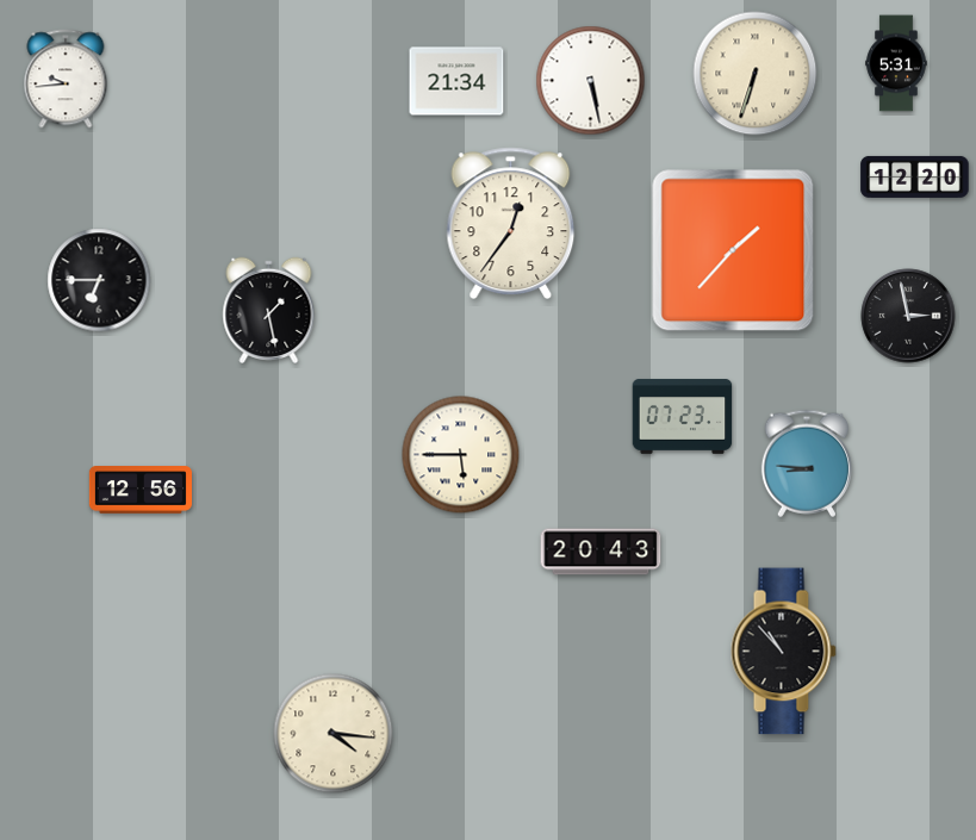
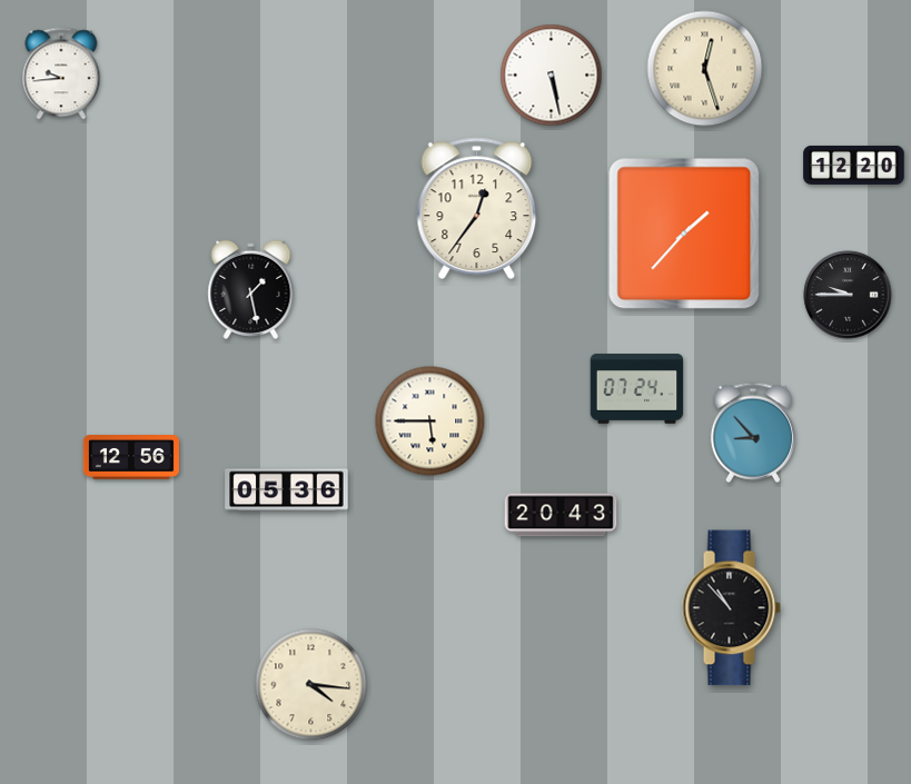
clock at (896, 63): 5:31 -> none
clock at (756, 74): 6:33 -> 12:27
clock at (456, 81): 21:34 -> none
clock at (99, 280): 6:45 -> none
clock at (908, 316): 2:58 -> 9:45
clock at (683, 417): 07:23 -> 07:24
clock at (461, 455) position: (461, 455) -> (430, 421)
clock at (807, 463): 8:46 -> 8:53
clock at (287, 490): none -> 05:36
